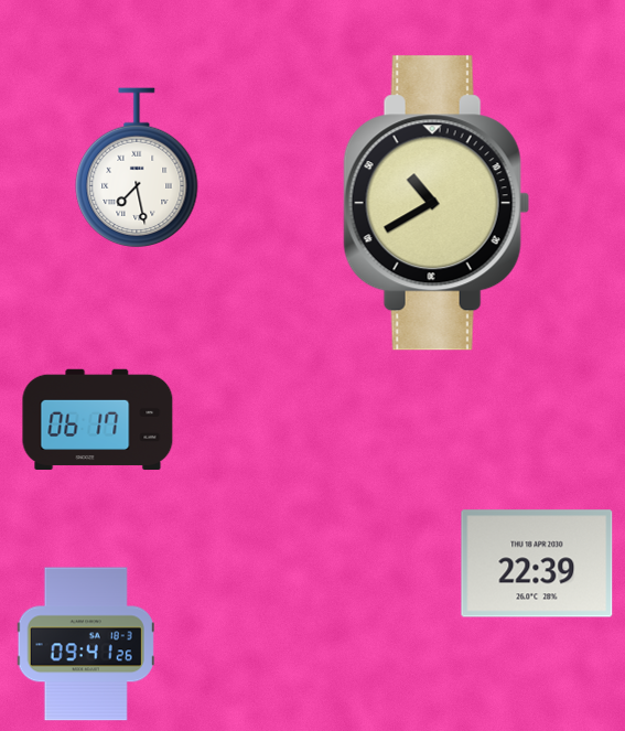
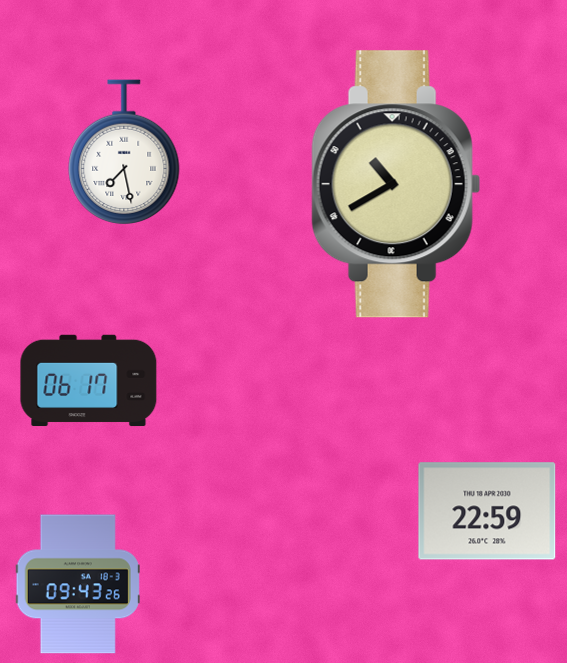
clock at (537, 563): 22:39 -> 22:59
clock at (86, 644): 09:41 -> 09:43
